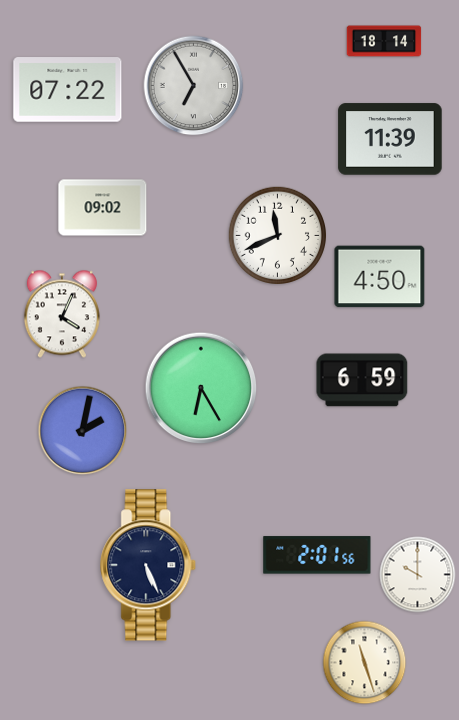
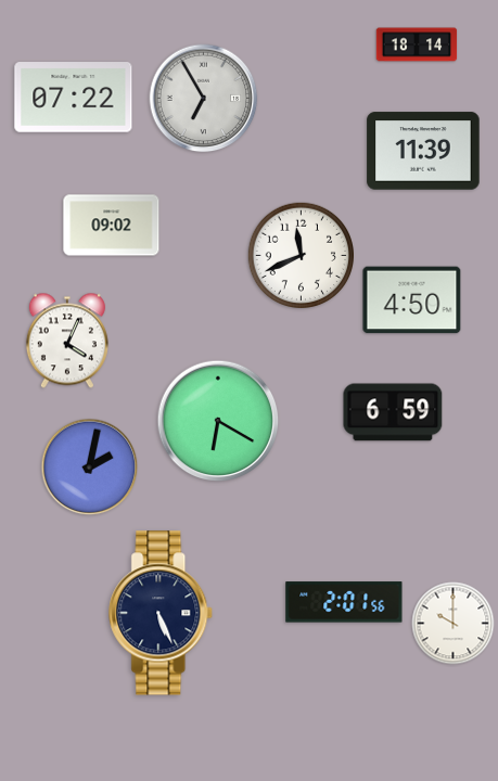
clock at (194, 86) position: (194, 86) -> (204, 99)
clock at (201, 388): 6:25 -> 6:20
clock at (365, 663): 11:27 -> none
